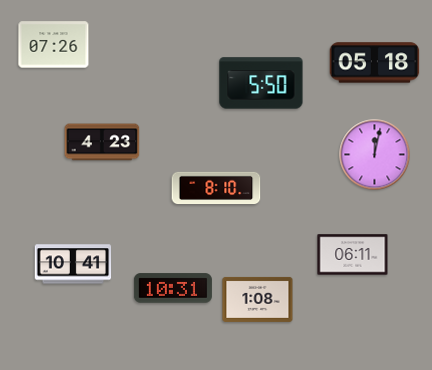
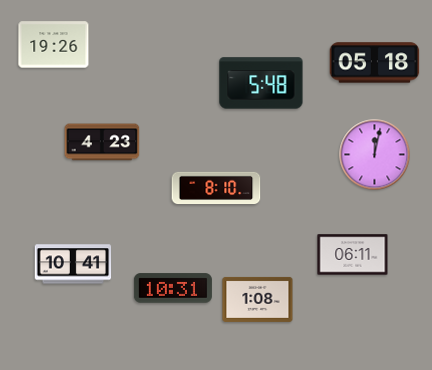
clock at (54, 45): 07:26 -> 19:26
clock at (261, 83): 5:50 -> 5:48
